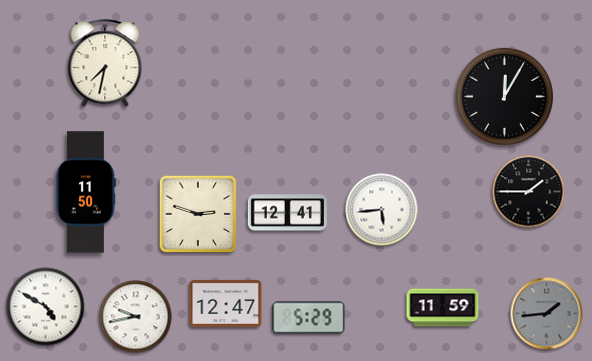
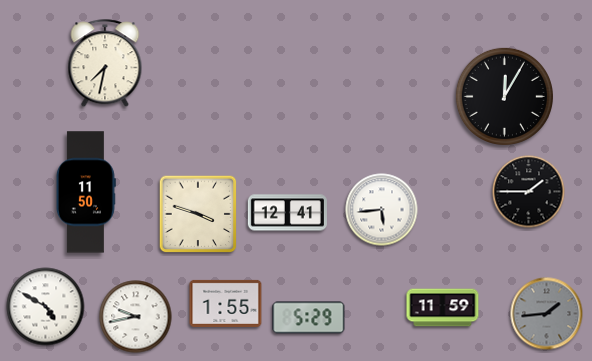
clock at (198, 214): 2:48 -> 3:48
clock at (226, 303): 12:47 -> 1:55
